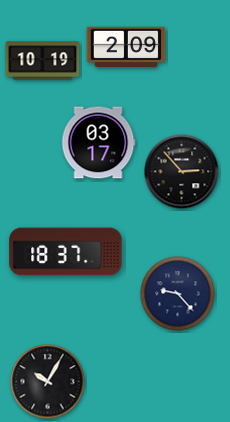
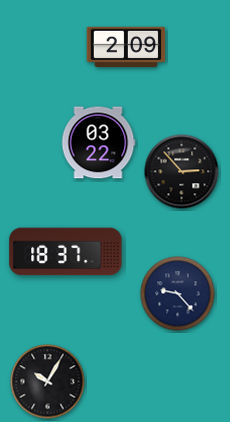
clock at (43, 61): 10:19 -> none
clock at (98, 143): 03:17 -> 03:22
